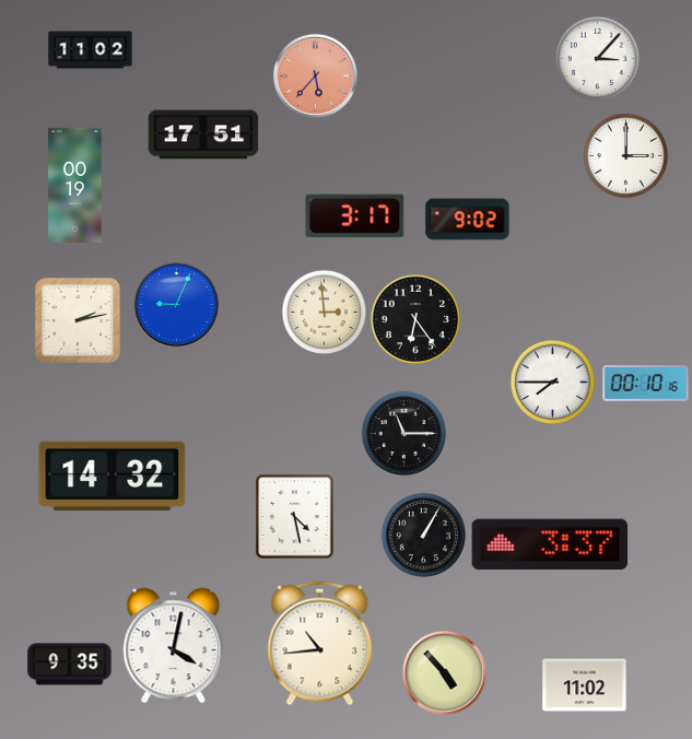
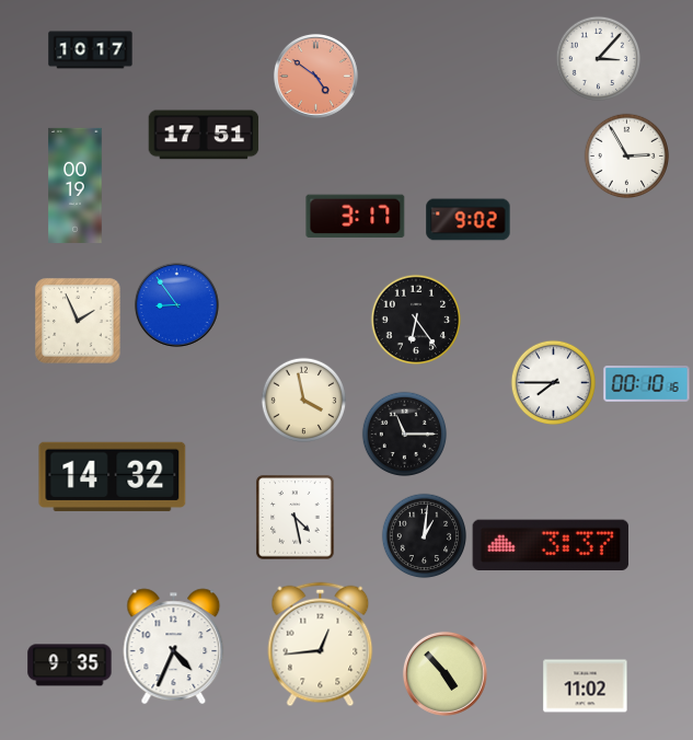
clock at (91, 50): 11:02 -> 10:17
clock at (315, 75): 5:37 -> 4:51
clock at (625, 155): 3:00 -> 2:55
clock at (176, 304): 9:04 -> 8:54
clock at (324, 312): 2:59 -> none
clock at (78, 320): 2:13 -> 1:56
clock at (303, 400): none -> 3:58
clock at (423, 535): 1:05 -> 1:01
clock at (320, 644): 10:44 -> 12:44
clock at (174, 646): 4:02 -> 4:34
